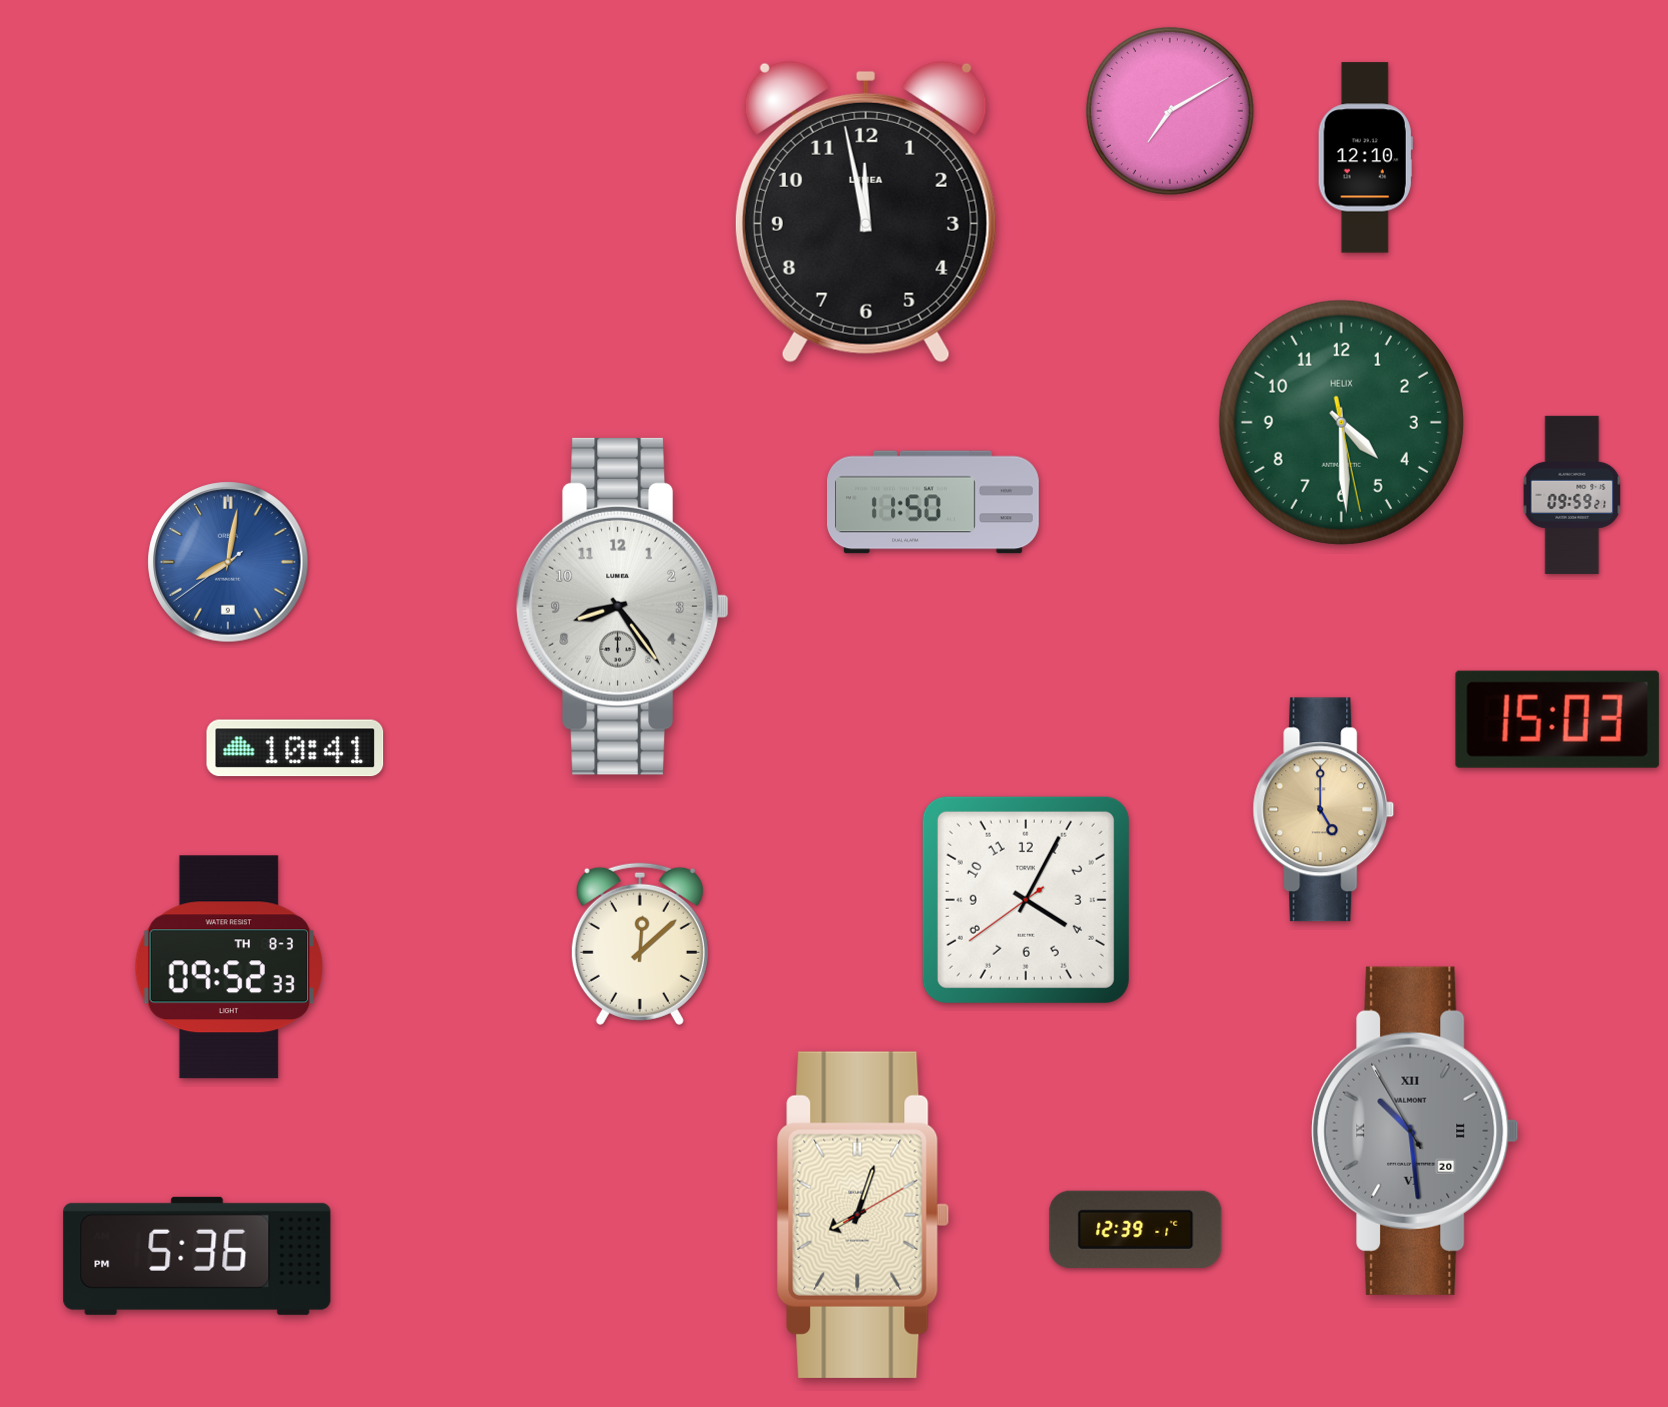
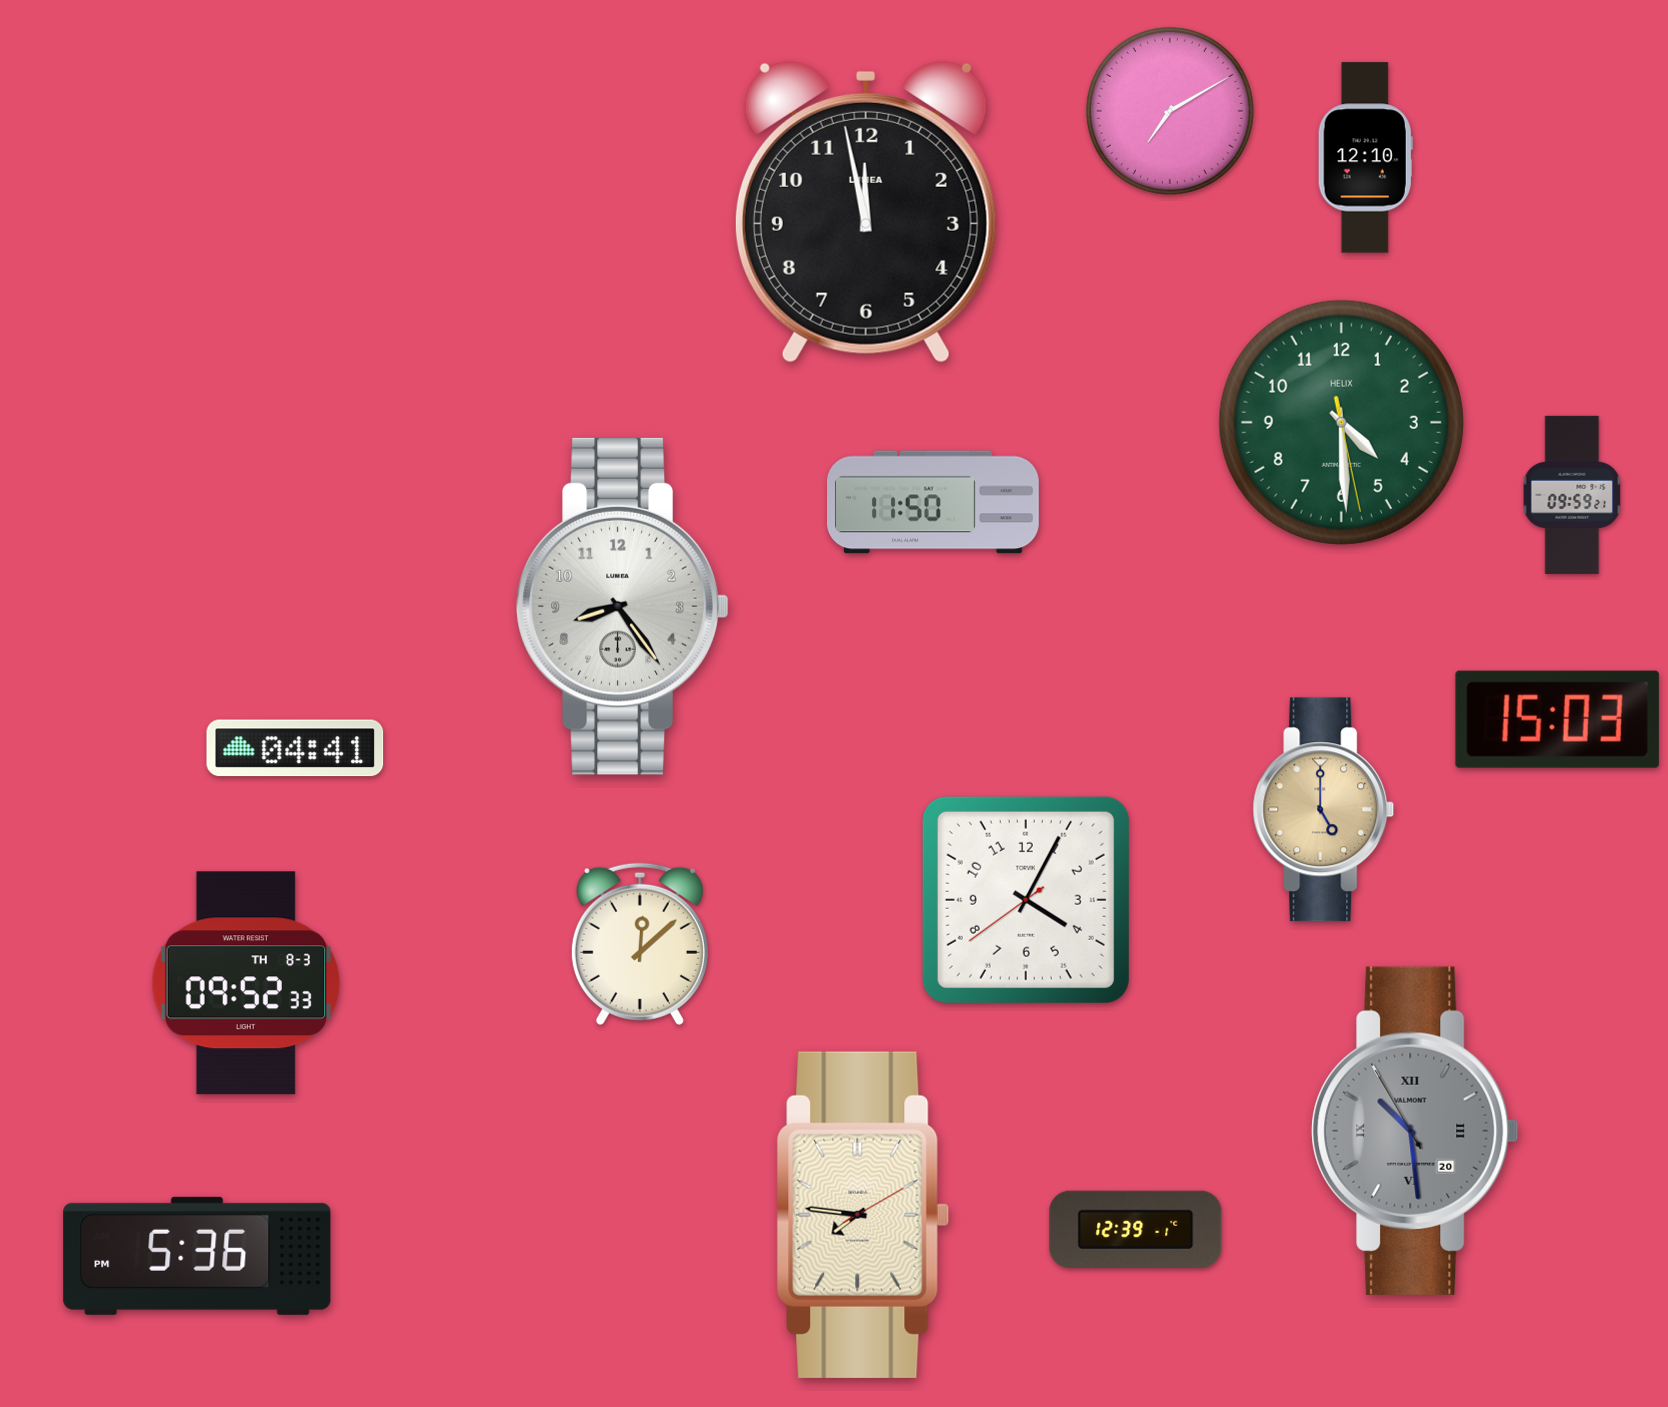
clock at (228, 562): 8:01 -> none
clock at (295, 748): 10:41 -> 04:41
clock at (228, 967) position: (228, 967) -> (245, 983)
clock at (863, 1215): 8:03 -> 7:46
